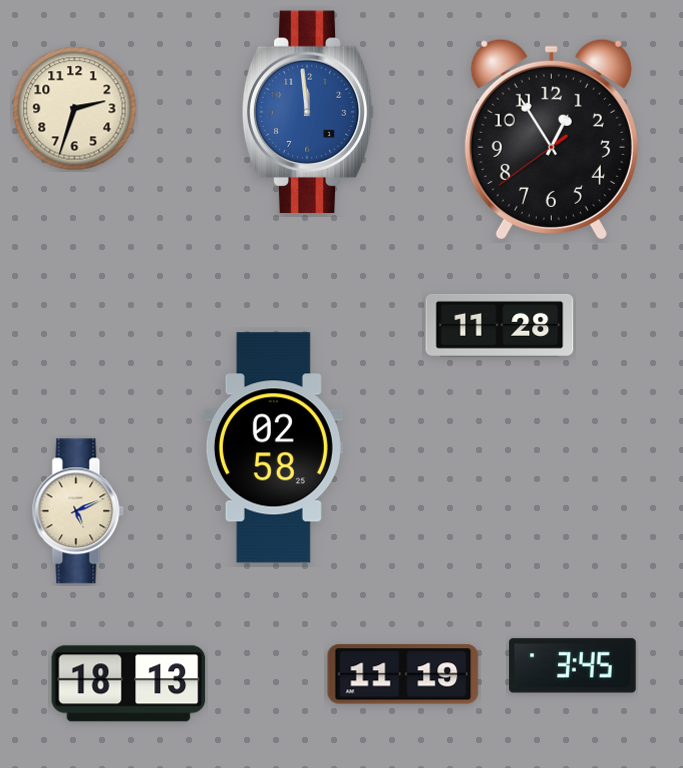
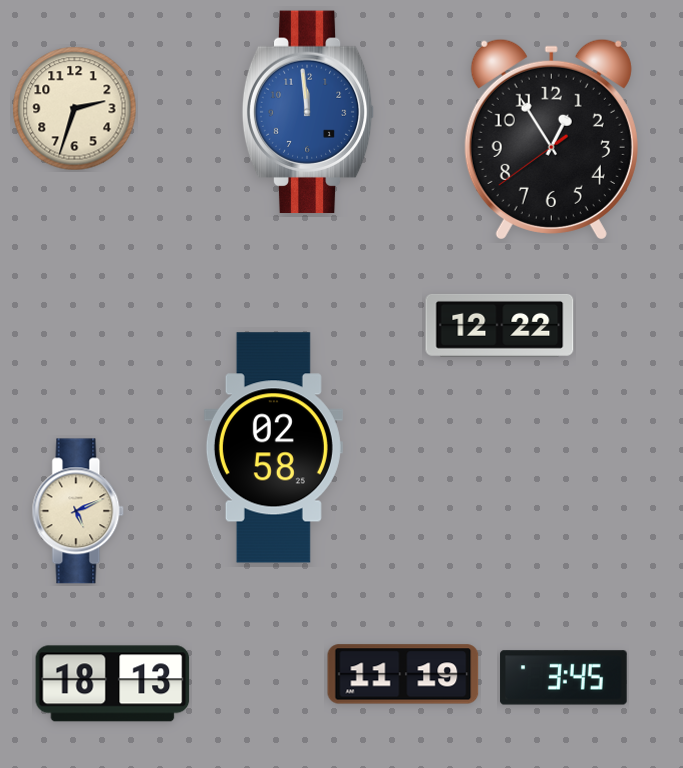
clock at (500, 325): 11:28 -> 12:22
clock at (573, 666) position: (573, 666) -> (564, 678)
clock at (129, 684) position: (129, 684) -> (113, 684)
